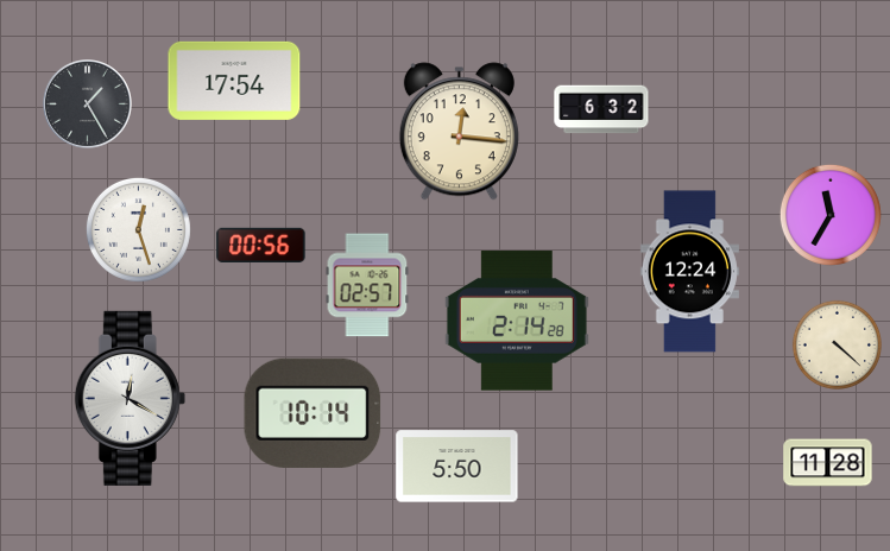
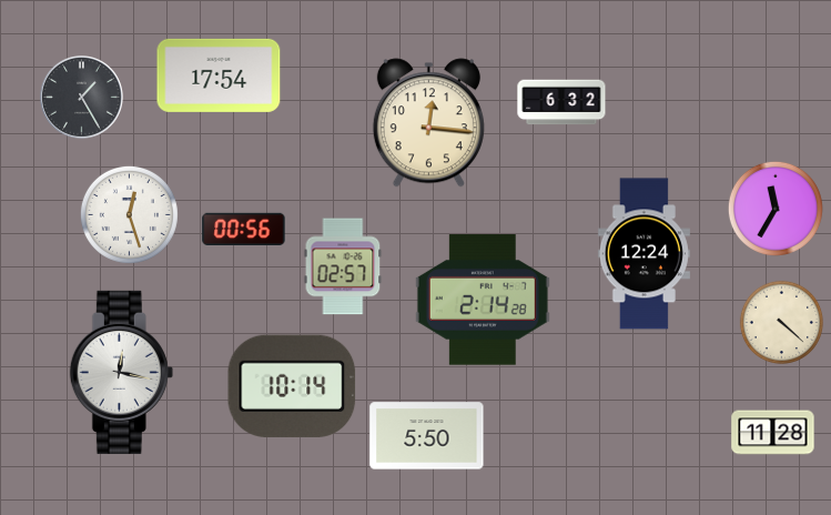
clock at (831, 215) position: (831, 215) -> (776, 209)
clock at (130, 398): 12:20 -> 12:17
